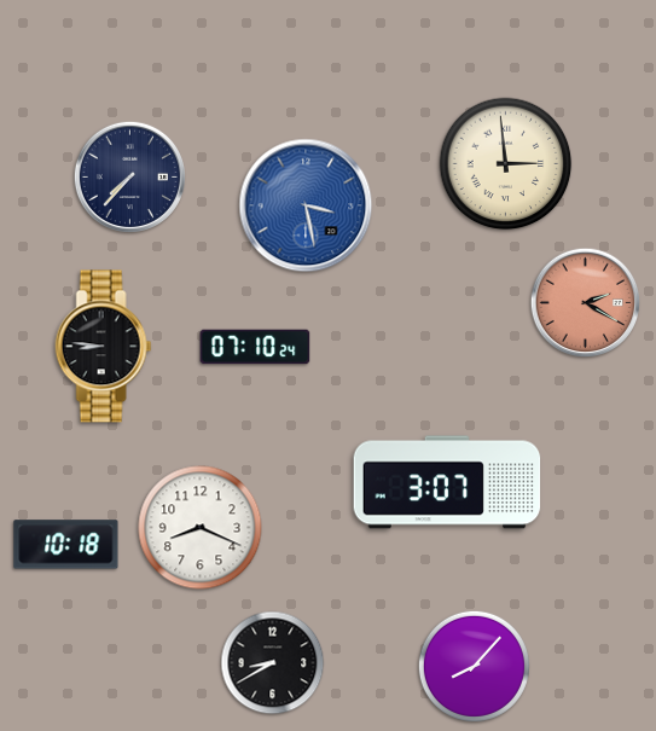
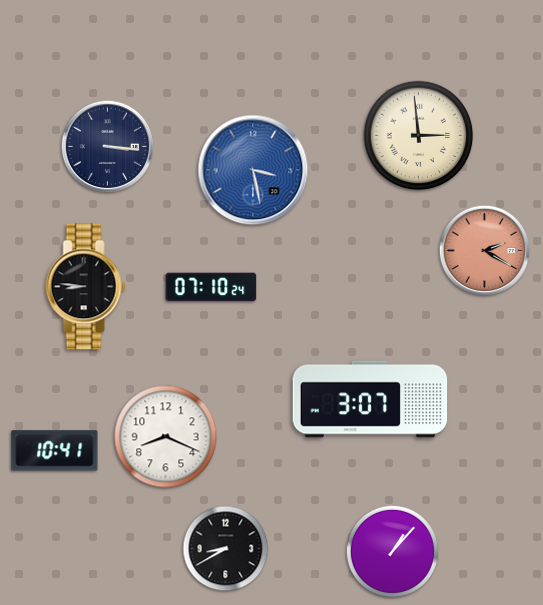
clock at (129, 176): 7:37 -> 3:16
clock at (66, 545): 10:18 -> 10:41
clock at (474, 666): 8:07 -> 1:07
